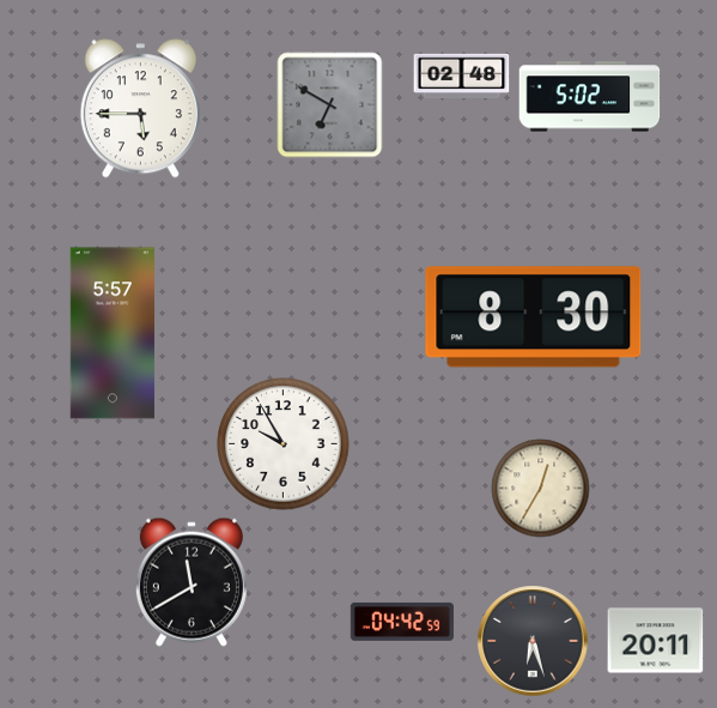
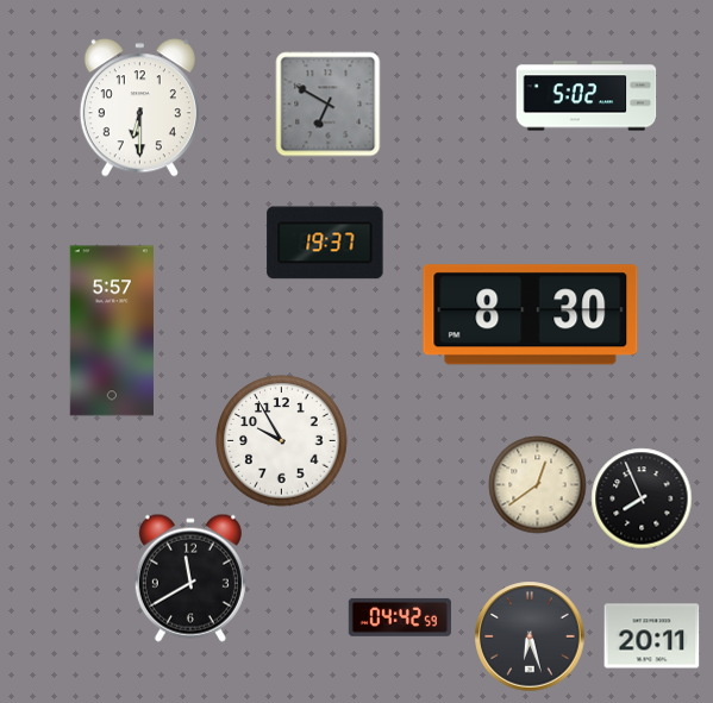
clock at (462, 75): 02:48 -> none
clock at (140, 109): 5:45 -> 6:30
clock at (325, 243): none -> 19:37
clock at (541, 489): 12:35 -> 12:39
clock at (642, 498): none -> 7:56
